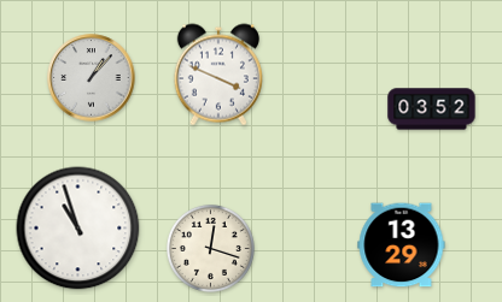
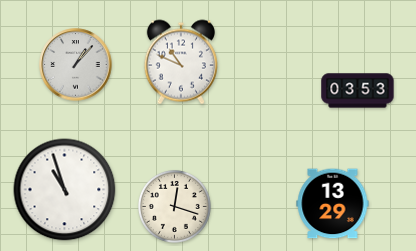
clock at (218, 75): 3:49 -> 10:49
clock at (432, 109): 03:52 -> 03:53
